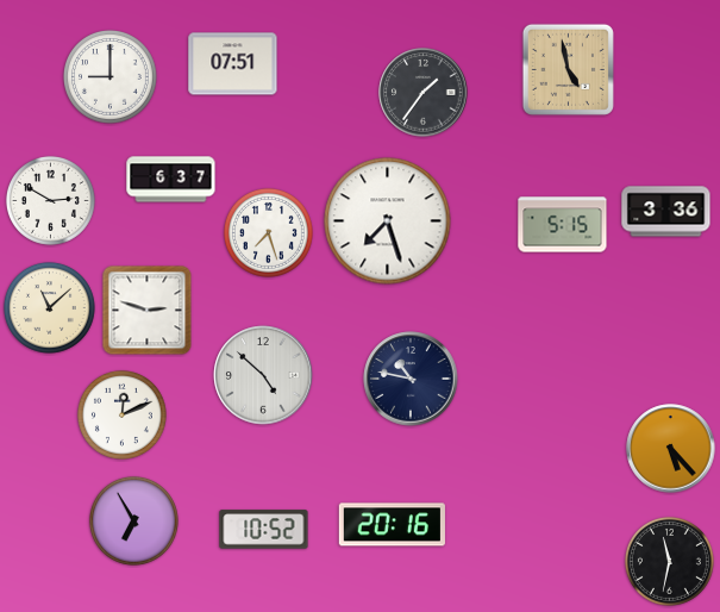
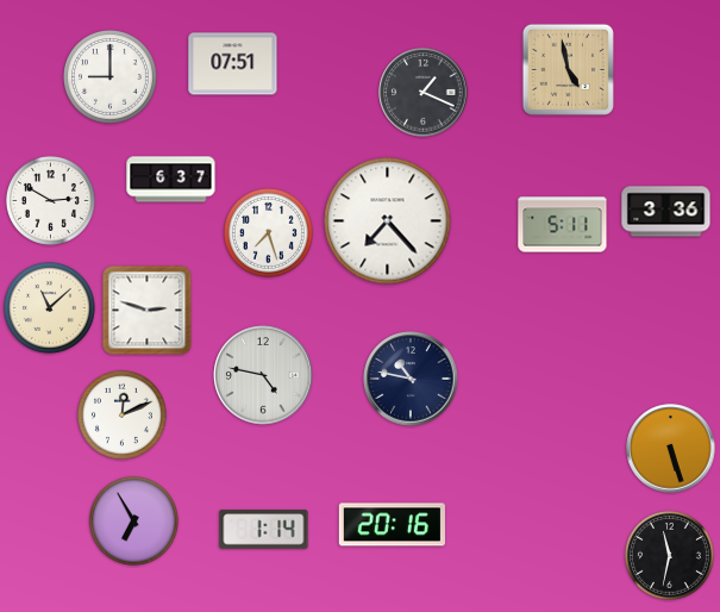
clock at (424, 93): 1:36 -> 1:19
clock at (388, 221): 7:27 -> 7:23
clock at (563, 225): 5:15 -> 5:11
clock at (263, 375): 4:52 -> 4:47
clock at (671, 449): 5:23 -> 5:27
clock at (264, 530): 10:52 -> 1:14
clock at (669, 561) position: (669, 561) -> (669, 555)
